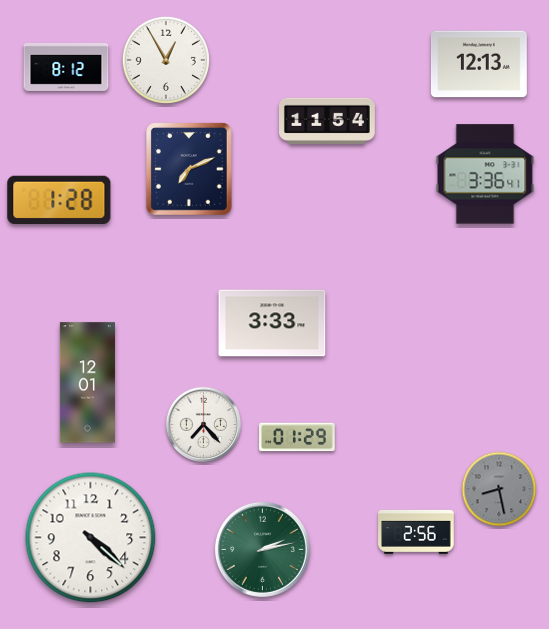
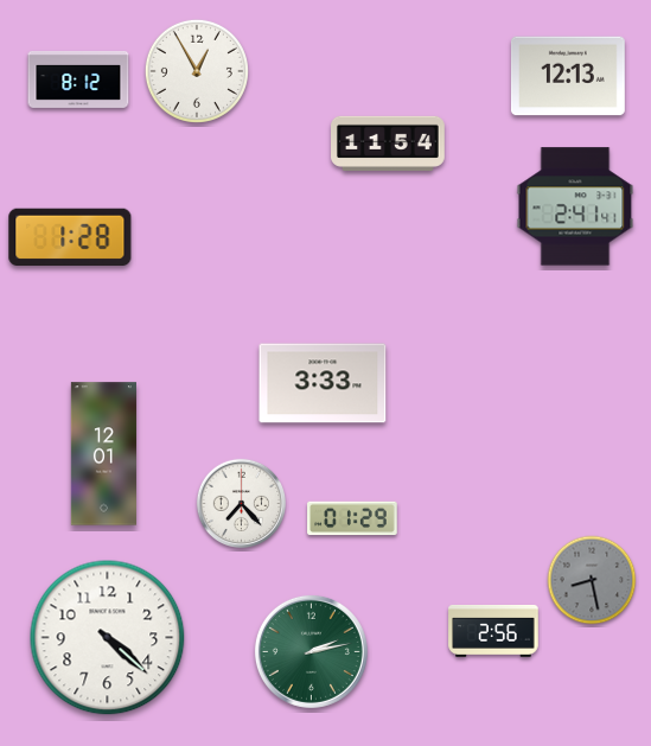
clock at (190, 169): 7:11 -> none
clock at (485, 174): 3:36 -> 2:41
